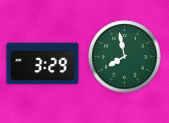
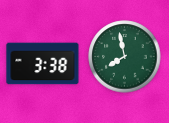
clock at (43, 64): 3:29 -> 3:38
